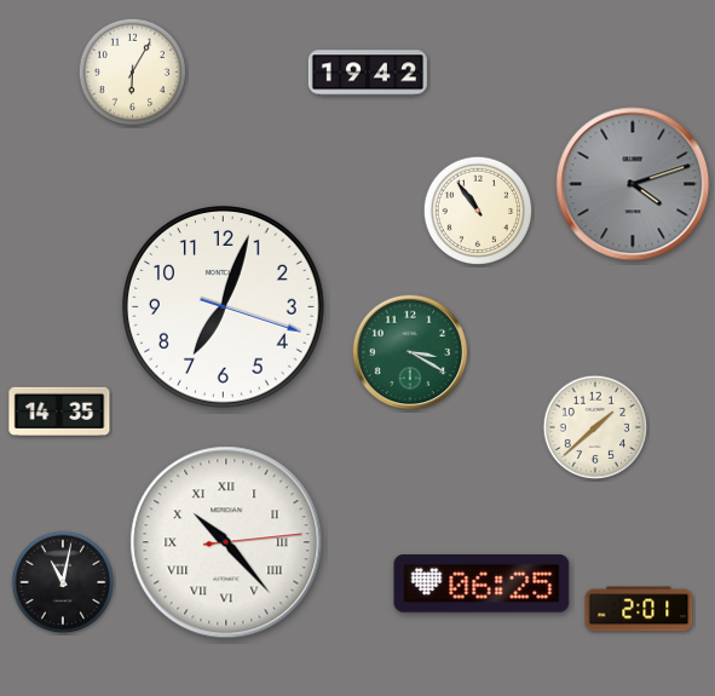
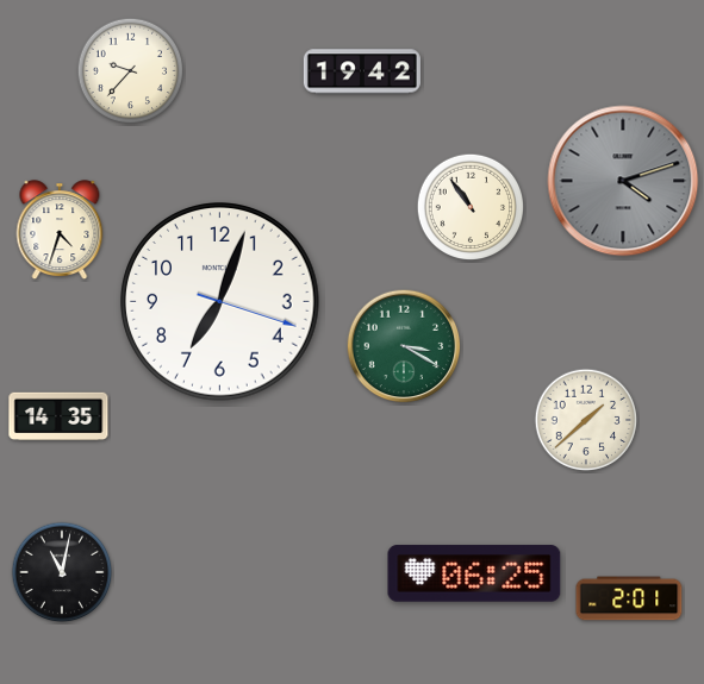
clock at (133, 73): 6:05 -> 9:37
clock at (60, 231): none -> 4:33
clock at (59, 410) position: (59, 410) -> (58, 415)
clock at (226, 542): 10:23 -> none
